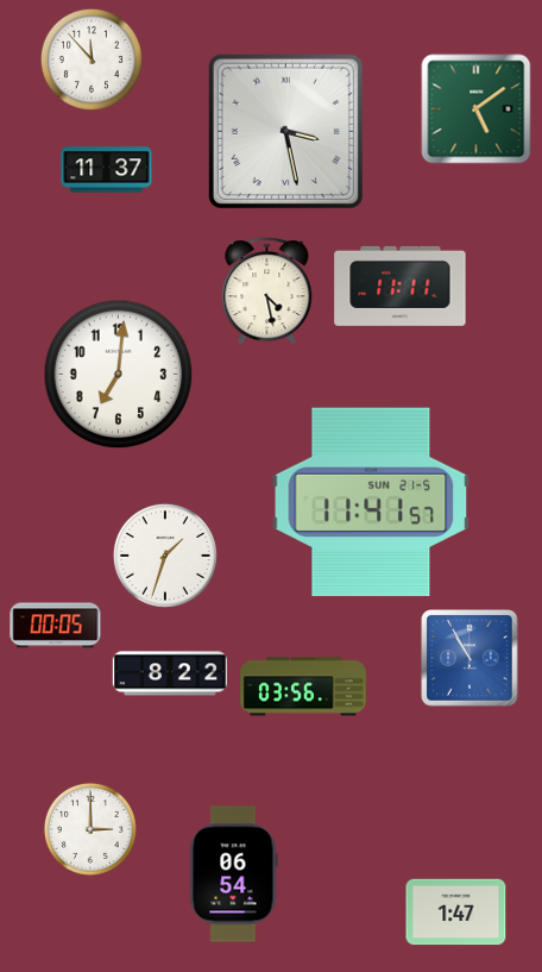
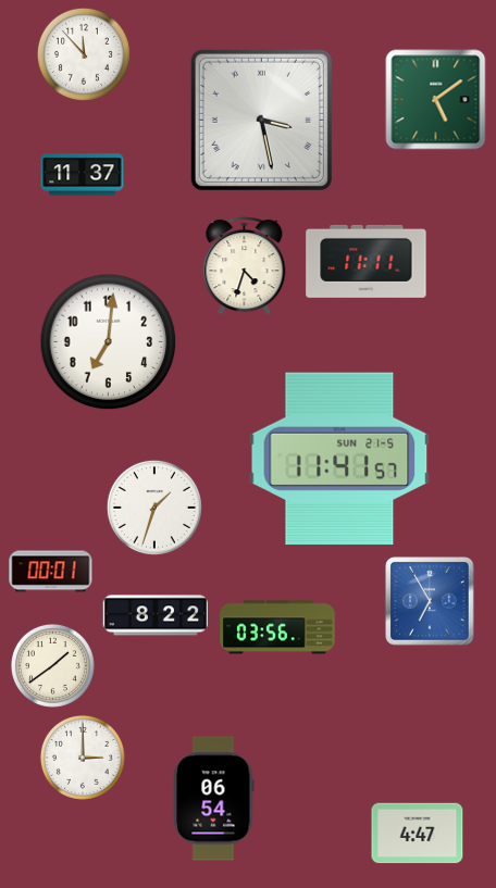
clock at (107, 170) position: (107, 170) -> (83, 175)
clock at (267, 291): 4:28 -> 4:33
clock at (165, 556) position: (165, 556) -> (154, 508)
clock at (56, 626): 00:05 -> 00:01
clock at (469, 658): 10:55 -> 6:55
clock at (52, 665): none -> 1:39
clock at (456, 913): 1:47 -> 4:47
